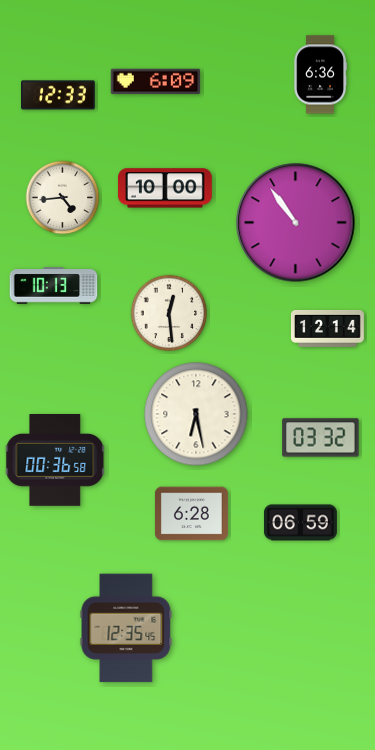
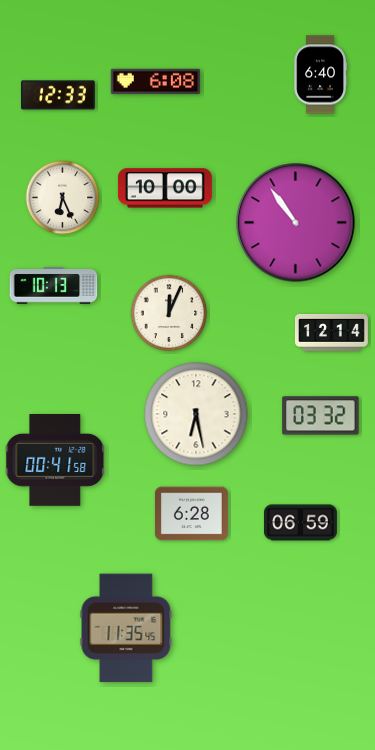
clock at (320, 75): 6:36 -> 6:40
clock at (156, 82): 6:09 -> 6:08
clock at (63, 198): 4:44 -> 6:26
clock at (169, 313): 12:29 -> 12:04
clock at (327, 328) position: (327, 328) -> (331, 332)
clock at (321, 438) position: (321, 438) -> (321, 416)
clock at (55, 461): 00:36 -> 00:41
clock at (126, 628): 12:35 -> 11:35
